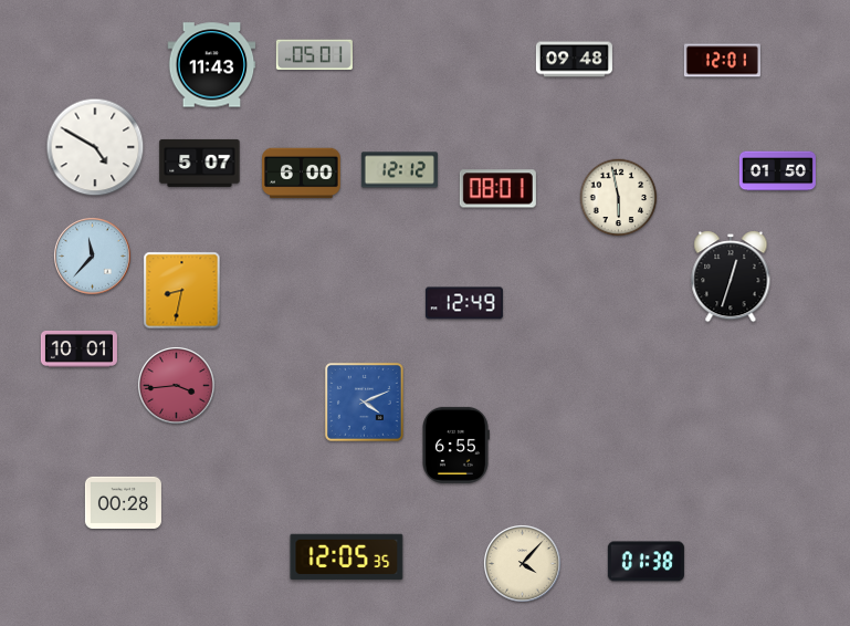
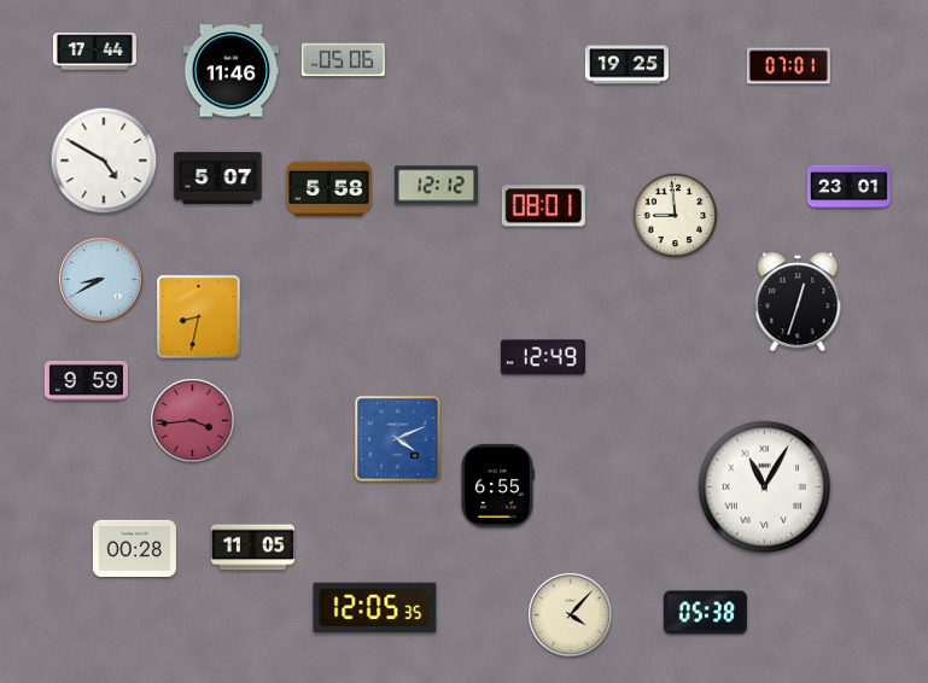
clock at (94, 52): none -> 17:44
clock at (314, 55): 05:01 -> 05:06
clock at (574, 60): 09:48 -> 19:25
clock at (722, 61): 12:01 -> 07:01
clock at (212, 65): 11:43 -> 11:46
clock at (777, 171): 01:50 -> 23:01
clock at (302, 174): 6:00 -> 5:58
clock at (619, 198): 5:58 -> 8:59
clock at (93, 257): 11:37 -> 8:40
clock at (464, 303) position: (464, 303) -> (543, 357)
clock at (78, 348): 10:01 -> 9:59
clock at (765, 488): none -> 11:05
clock at (252, 548): none -> 11:05
clock at (347, 557) position: (347, 557) -> (375, 608)
clock at (646, 562): 01:38 -> 05:38
